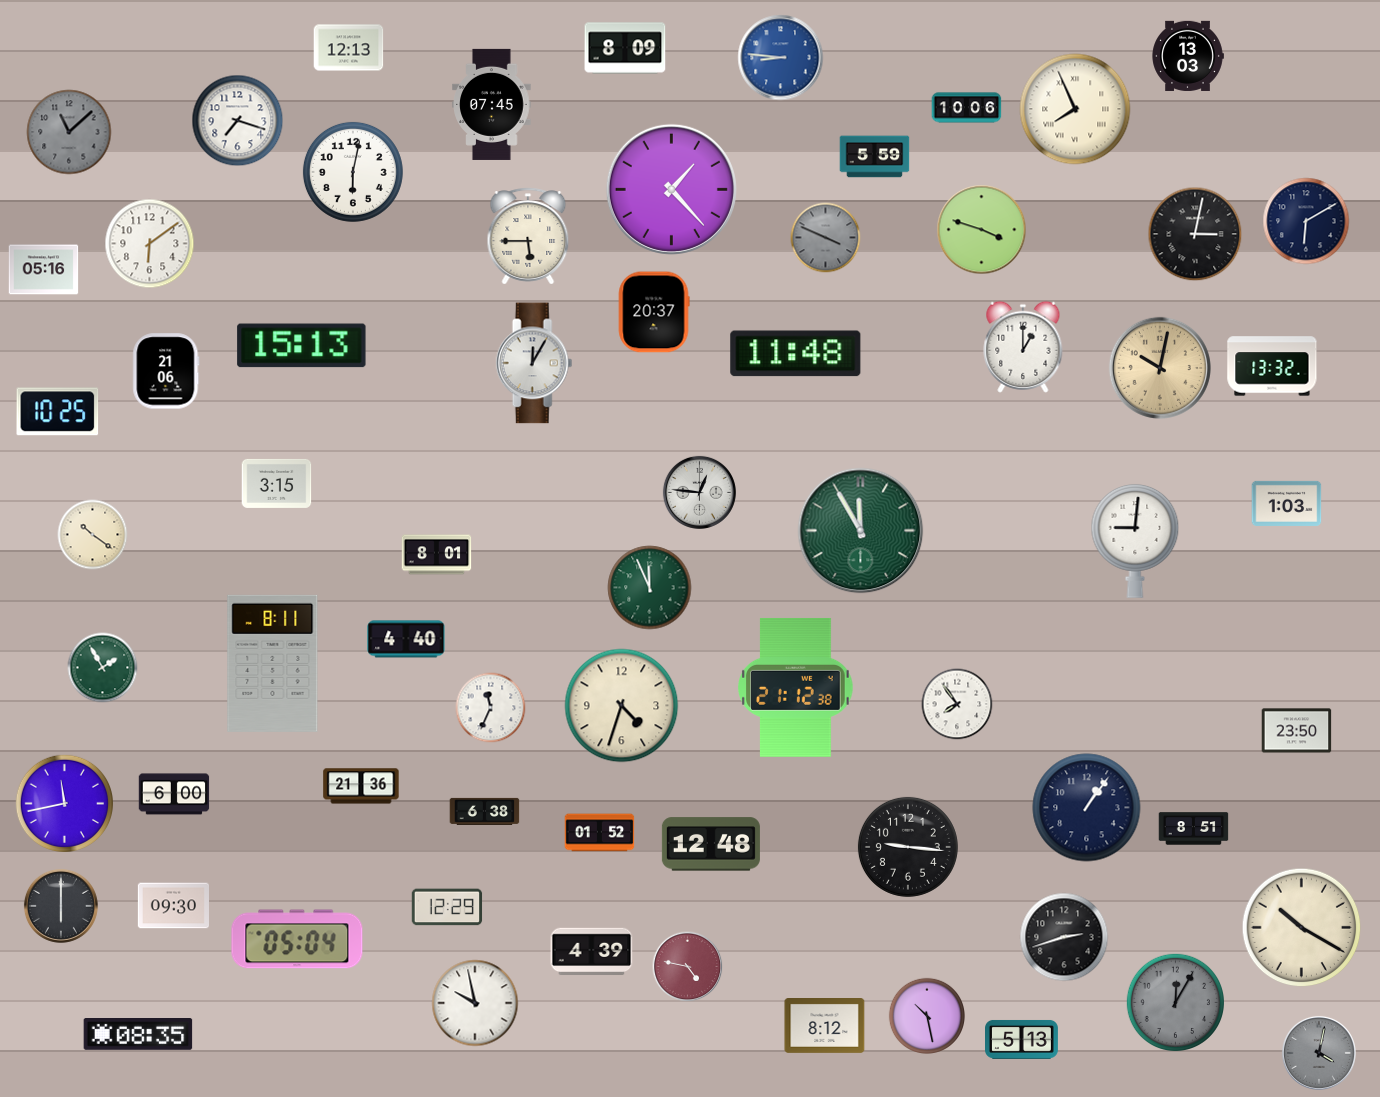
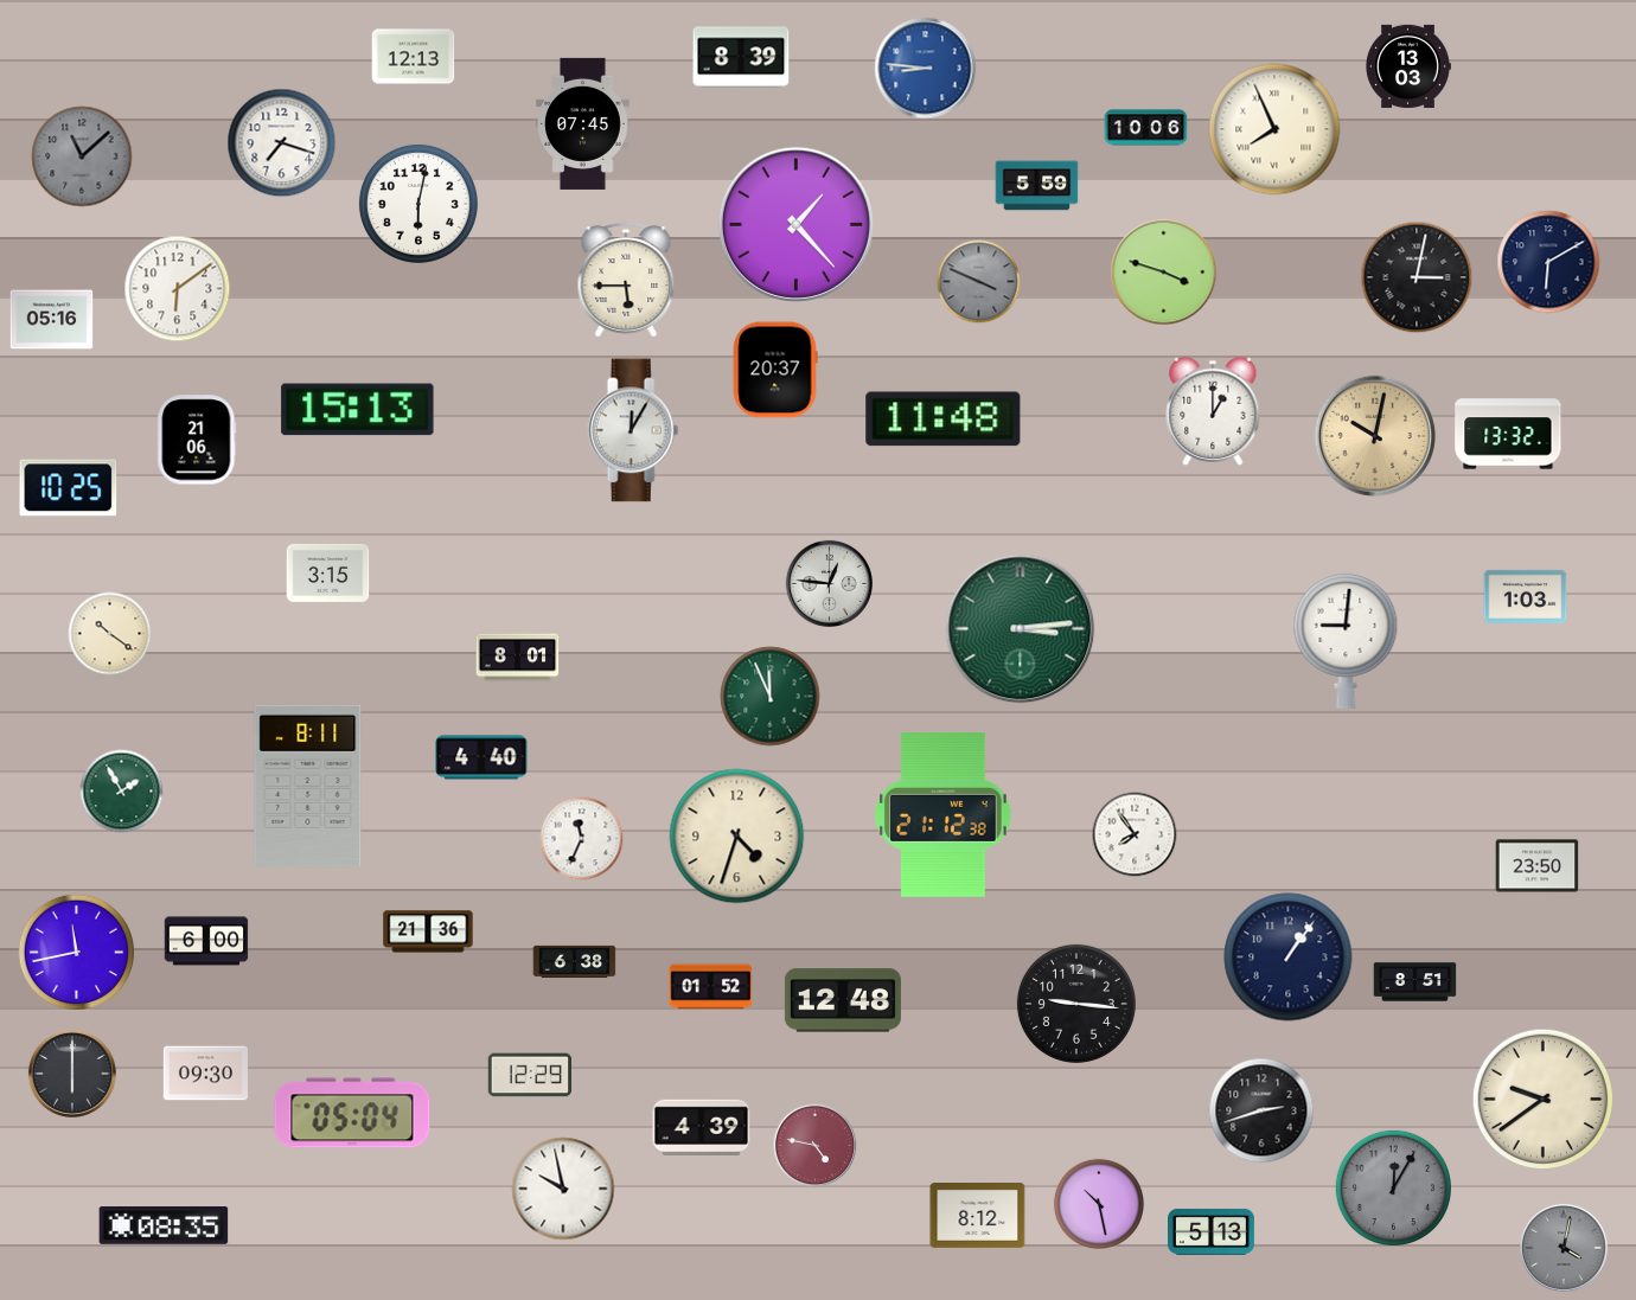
clock at (625, 48): 8:09 -> 8:39
clock at (861, 531): 11:55 -> 3:14
clock at (273, 663) position: (273, 663) -> (308, 786)
clock at (1302, 928): 10:20 -> 9:39
